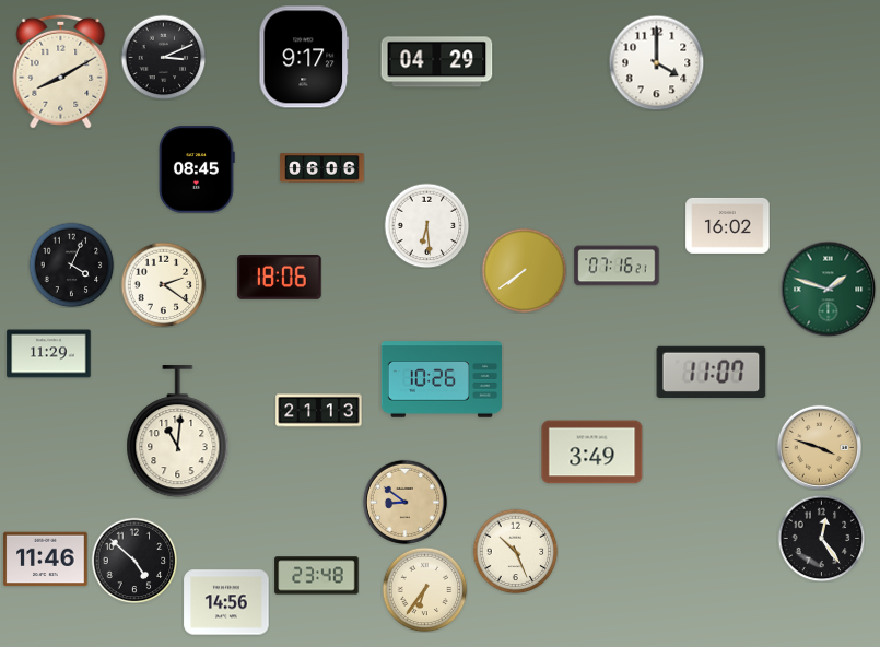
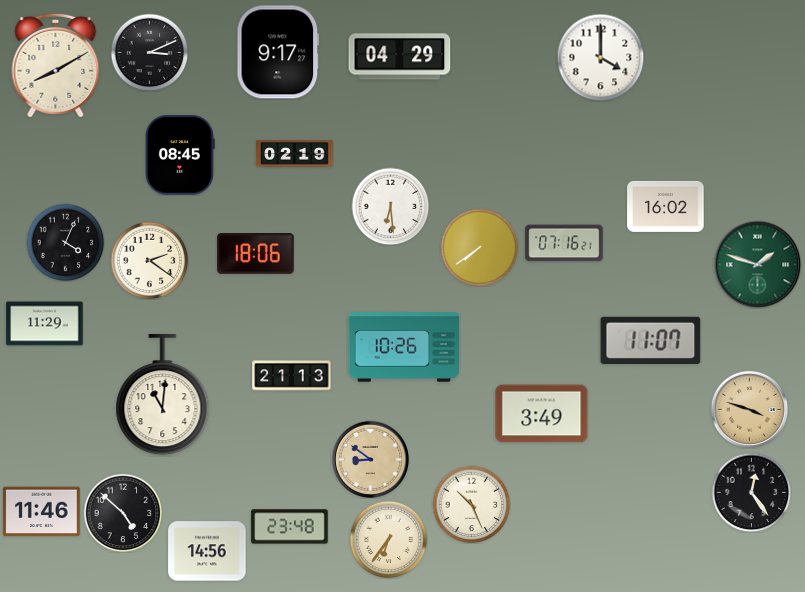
clock at (322, 168): 06:06 -> 02:19
